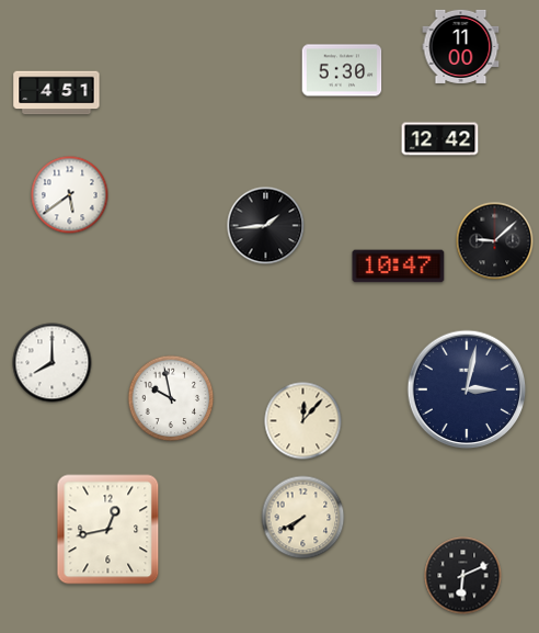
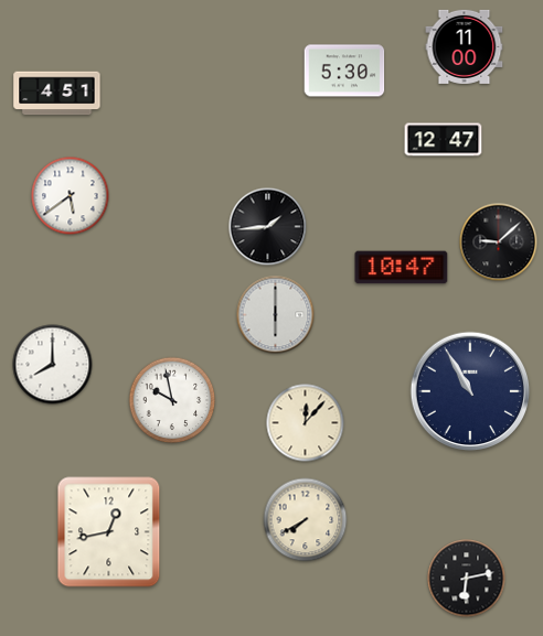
clock at (440, 139): 12:42 -> 12:47
clock at (276, 315): none -> 6:00
clock at (467, 389): 3:02 -> 10:55
clock at (463, 576): 6:11 -> 6:13
